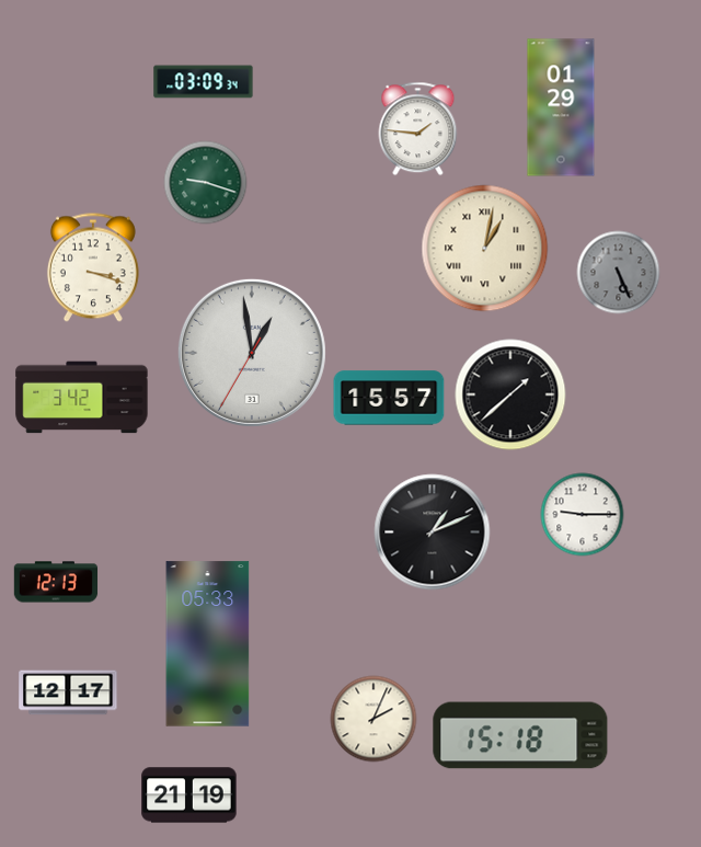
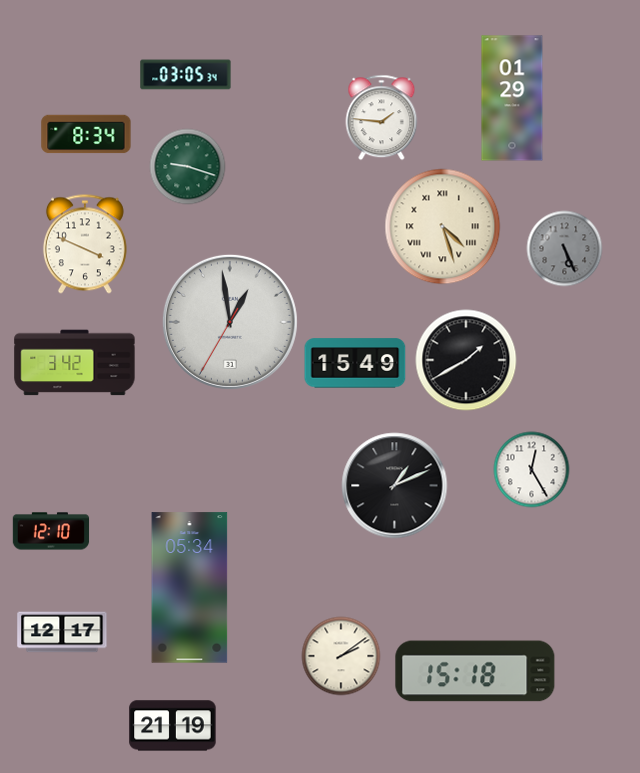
clock at (204, 82): 03:09 -> 03:05
clock at (86, 134): none -> 8:34
clock at (485, 249): 1:02 -> 4:27
clock at (93, 267): 3:18 -> 3:49
clock at (510, 394): 1:38 -> 1:40
clock at (389, 398): 15:57 -> 15:49
clock at (583, 515): 9:15 -> 12:25
clock at (56, 582): 12:13 -> 12:10
clock at (208, 644): 05:33 -> 05:34
clock at (374, 719): 2:04 -> 2:09
